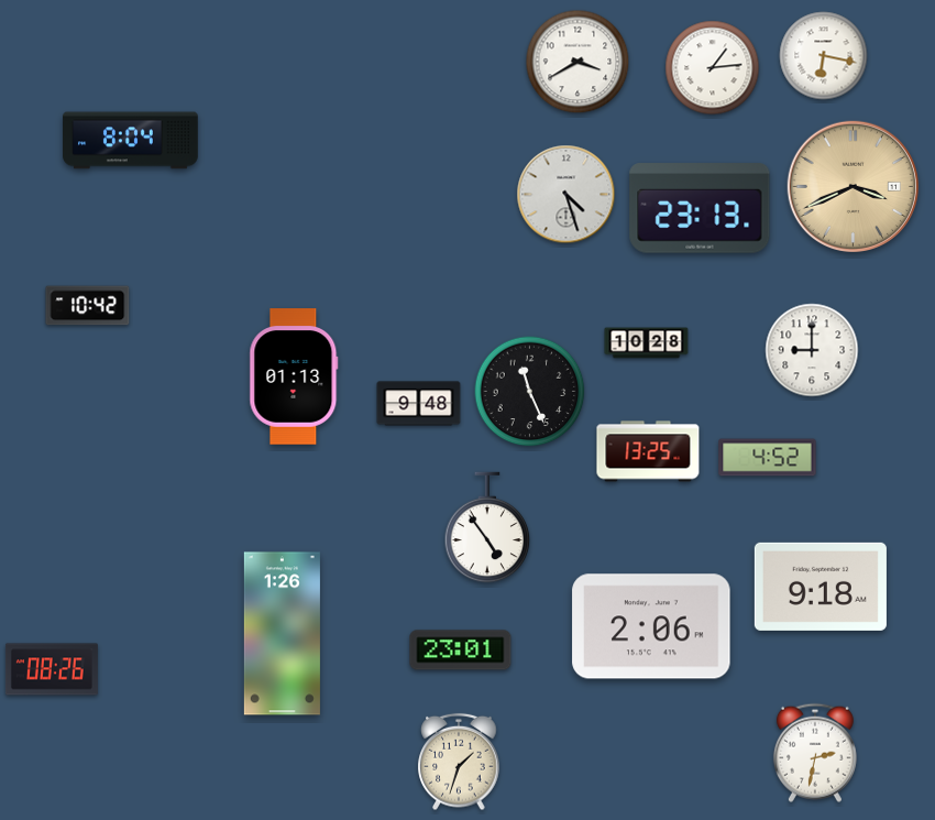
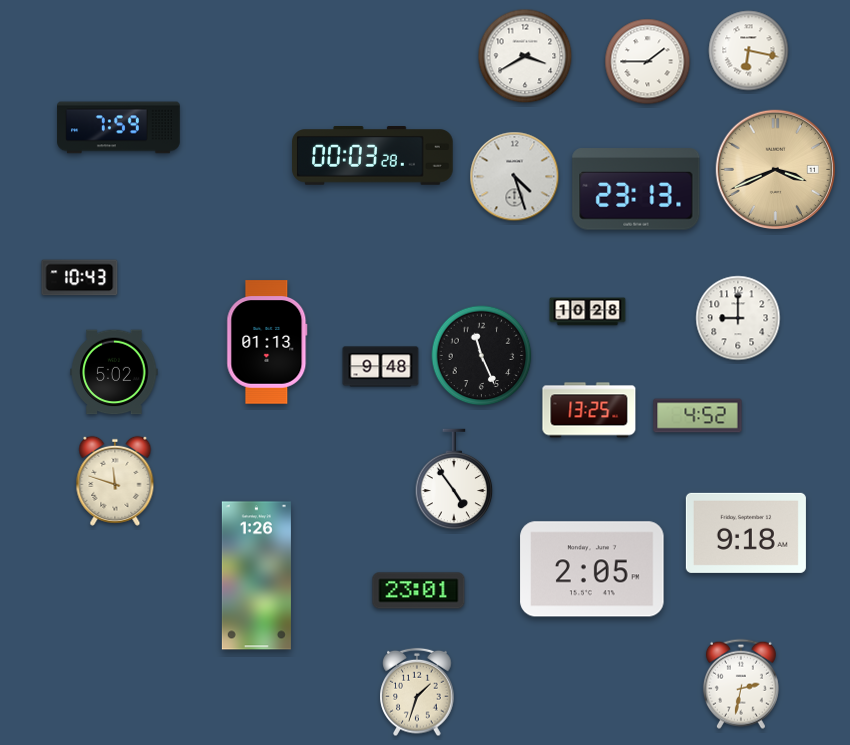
clock at (713, 68): 1:14 -> 1:45
clock at (131, 141): 8:04 -> 7:59
clock at (373, 156): none -> 00:03
clock at (88, 306): 10:42 -> 10:43
clock at (114, 372): none -> 5:02
clock at (487, 527) position: (487, 527) -> (454, 479)
clock at (115, 481): none -> 11:48
clock at (651, 626): 2:06 -> 2:05
clock at (52, 669): 08:26 -> none
